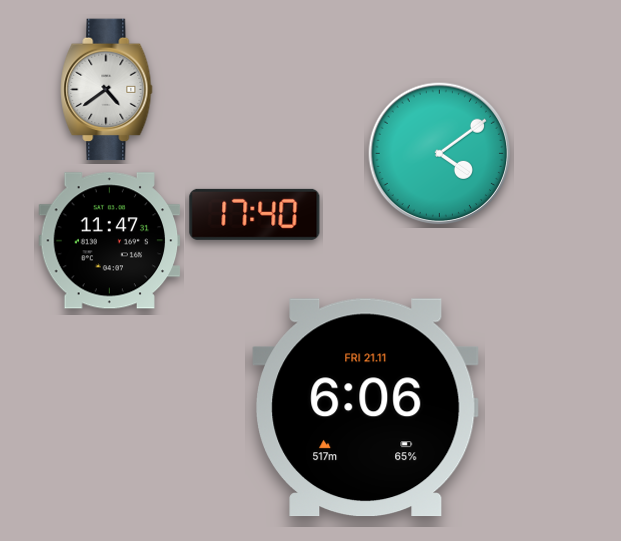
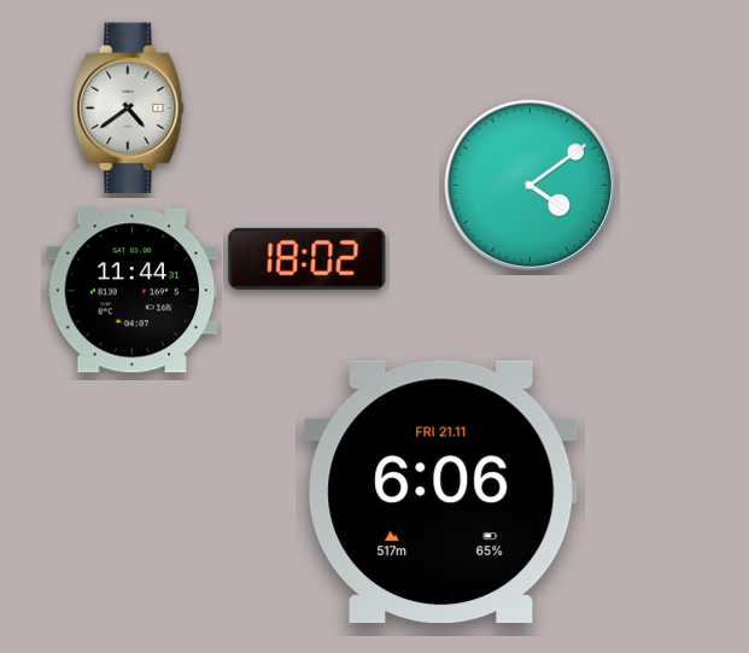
clock at (255, 214): 17:40 -> 18:02
clock at (110, 241): 11:47 -> 11:44
